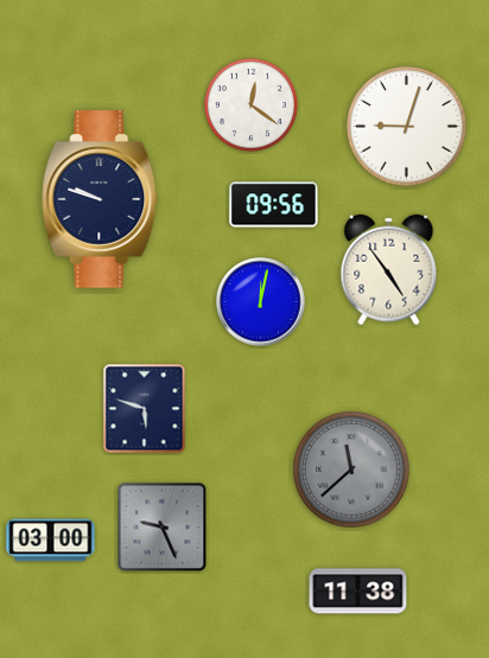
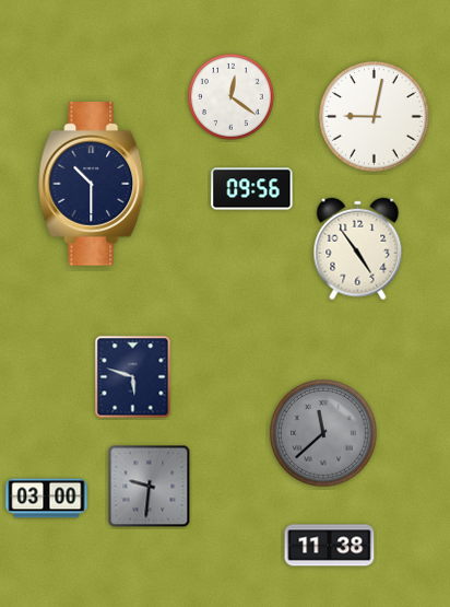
clock at (407, 127): 9:03 -> 9:02
clock at (100, 200): 9:48 -> 10:30
clock at (261, 302): 12:02 -> none
clock at (163, 528): 9:26 -> 9:31
